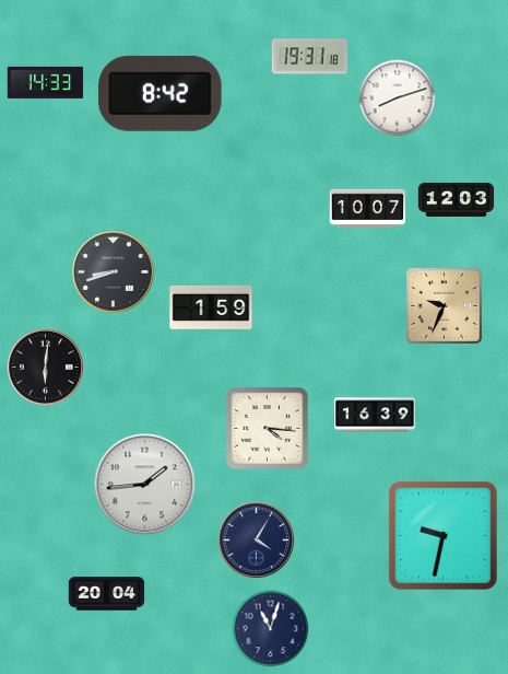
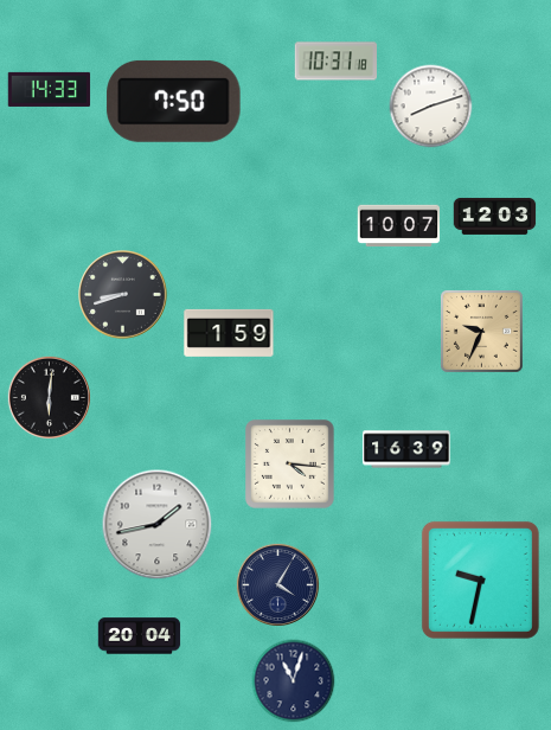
clock at (310, 57): 19:31 -> 10:31
clock at (161, 93): 8:42 -> 7:50
clock at (145, 485): 1:44 -> 1:43
clock at (107, 594) position: (107, 594) -> (140, 636)
